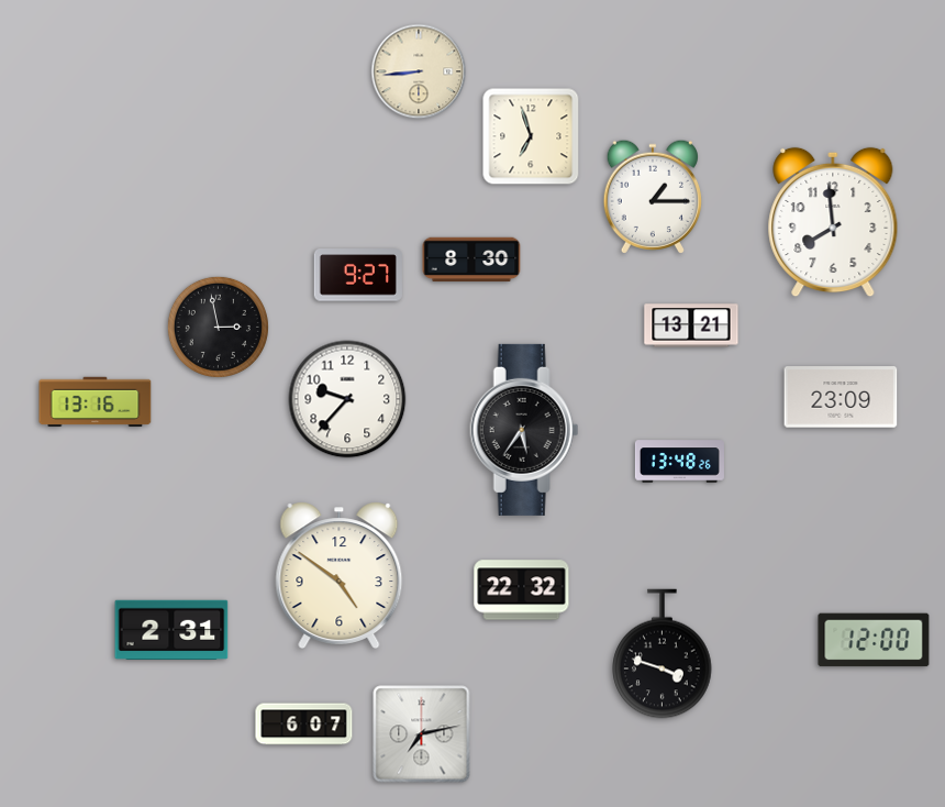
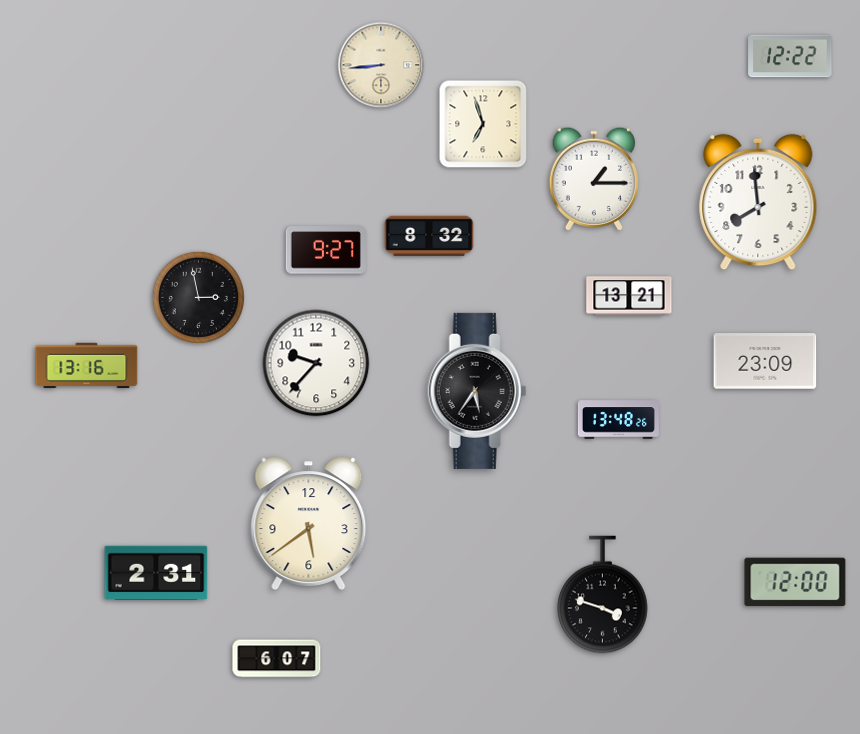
clock at (790, 56): none -> 12:22
clock at (471, 259): 8:30 -> 8:32
clock at (340, 575): 4:51 -> 5:39
clock at (522, 590): 22:32 -> none
clock at (422, 734): 7:13 -> none
